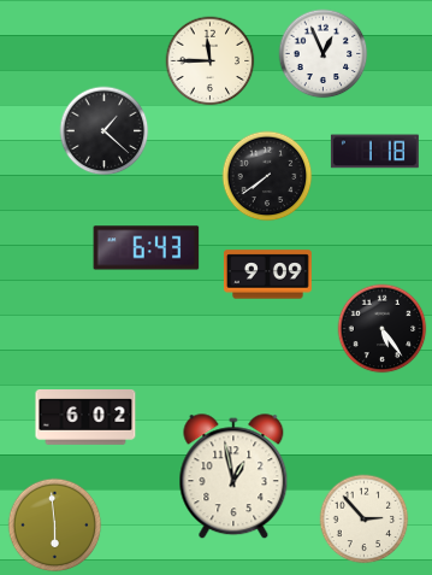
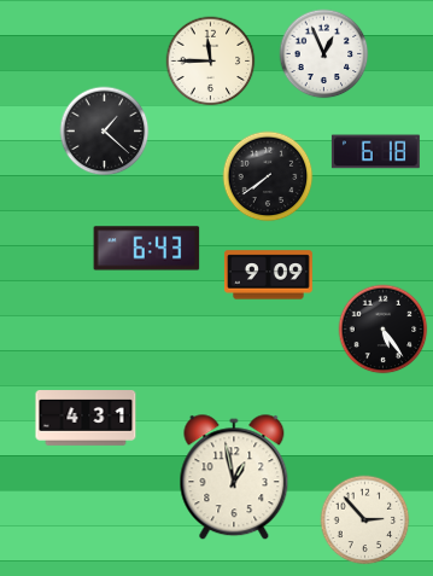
clock at (374, 152): 1:18 -> 6:18
clock at (85, 418): 6:02 -> 4:31
clock at (55, 526): 5:59 -> none
